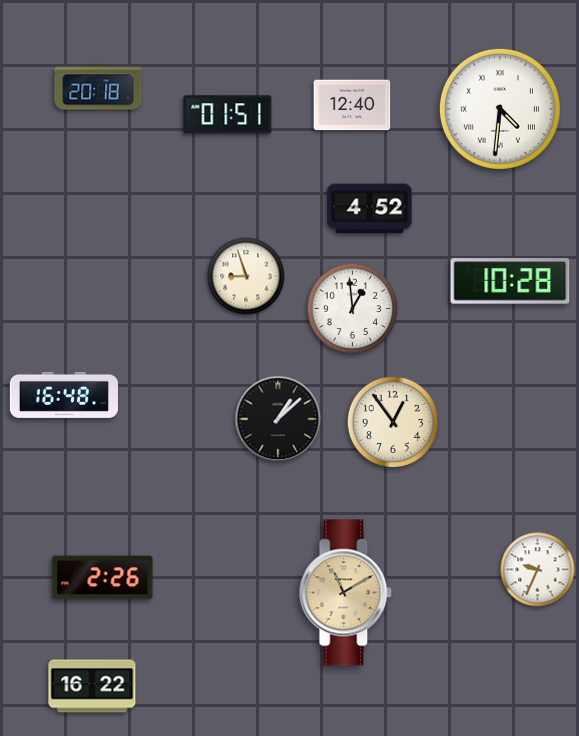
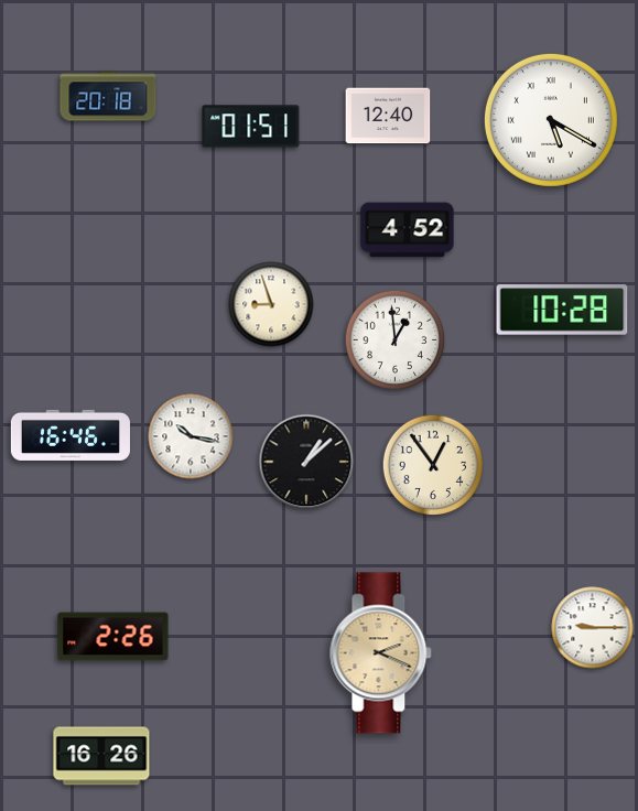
clock at (500, 109): 4:31 -> 5:20
clock at (353, 309) position: (353, 309) -> (396, 340)
clock at (63, 395): 16:48 -> 16:46
clock at (191, 436): none -> 10:17
clock at (538, 570): 9:34 -> 9:15
clock at (346, 593): 11:10 -> 2:19
clock at (92, 686): 16:22 -> 16:26
